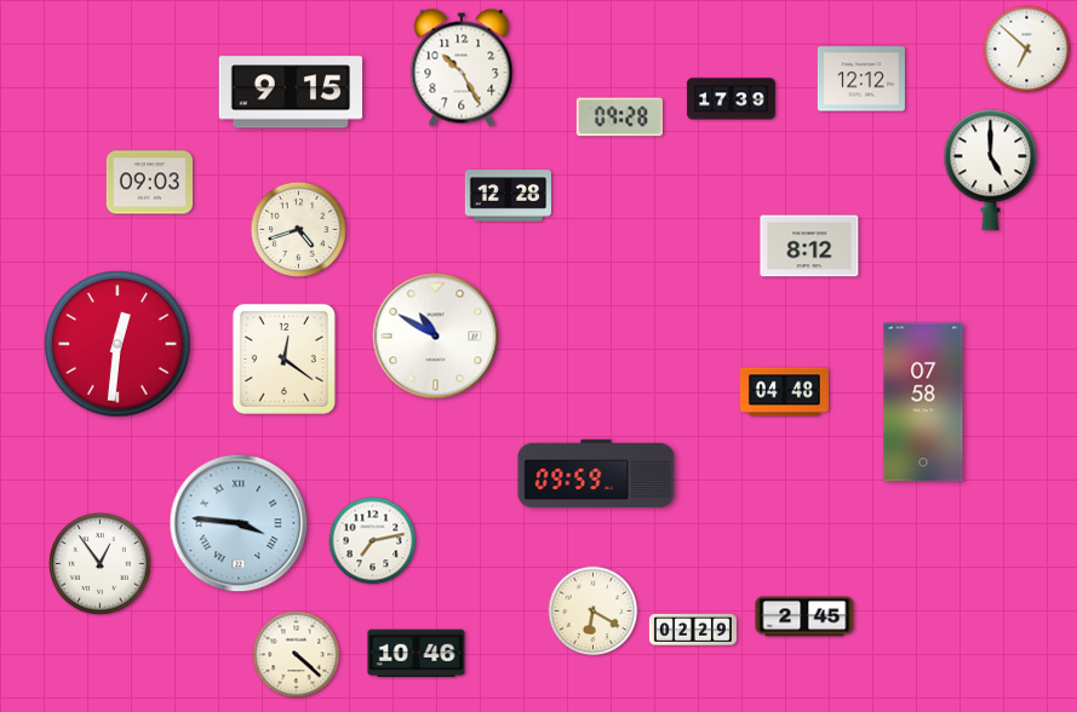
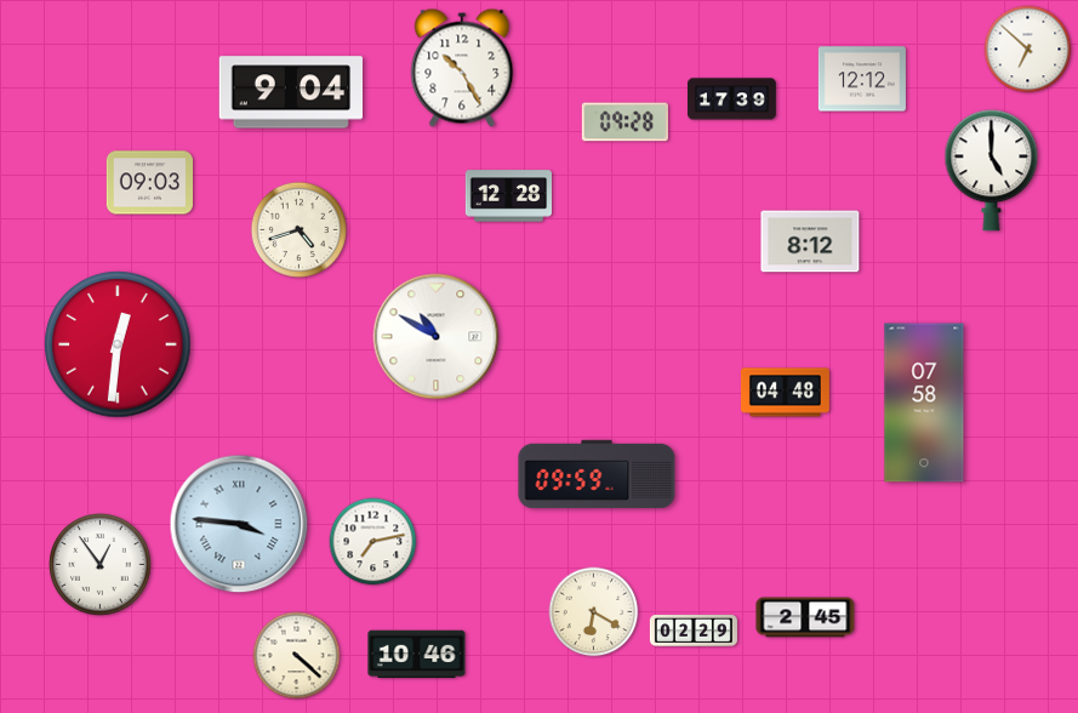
clock at (290, 92): 9:15 -> 9:04
clock at (619, 117) position: (619, 117) -> (624, 122)
clock at (809, 246) position: (809, 246) -> (810, 241)
clock at (283, 358): 12:21 -> none
